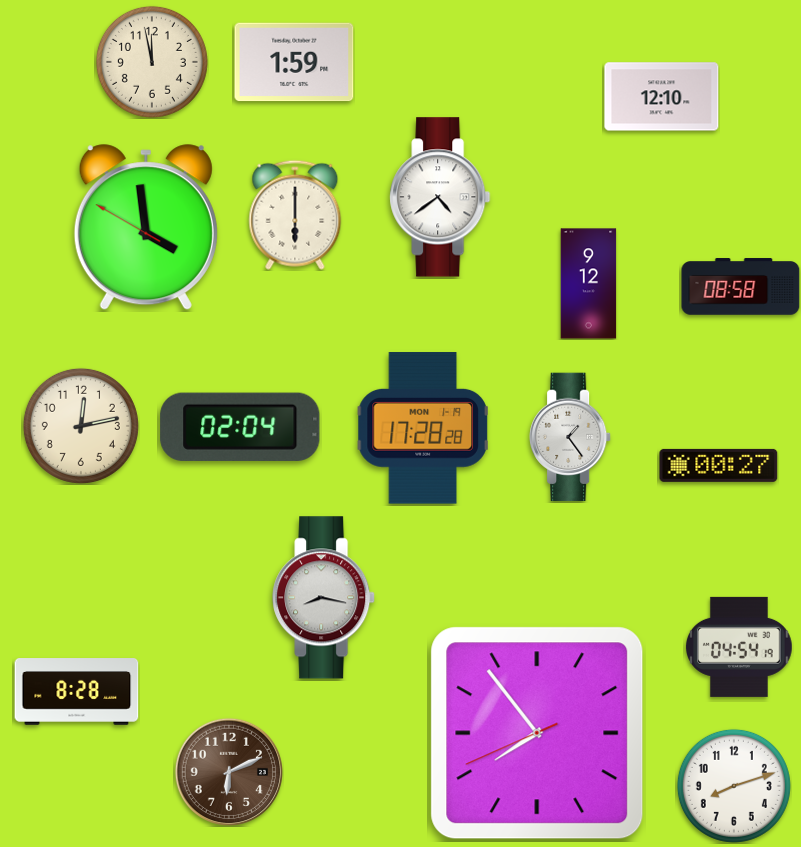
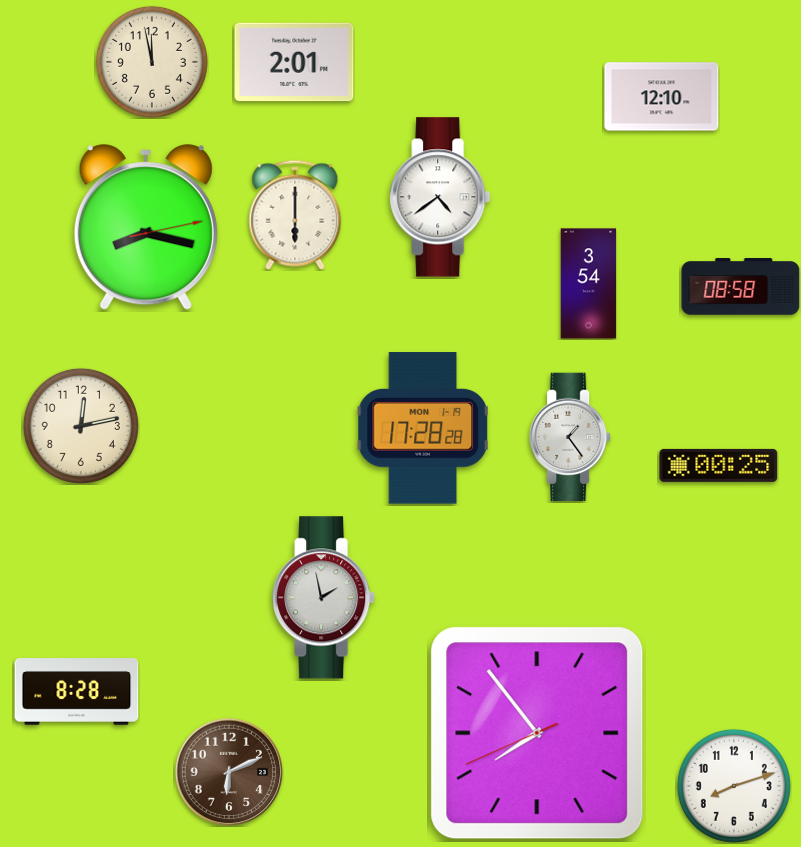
clock at (294, 62): 1:59 -> 2:01
clock at (146, 228): 3:58 -> 8:17
clock at (589, 284): 9:12 -> 3:54
clock at (240, 427): 02:04 -> none
clock at (719, 465): 00:27 -> 00:25
clock at (324, 598): 8:17 -> 1:58
clock at (740, 647): 04:54 -> none
